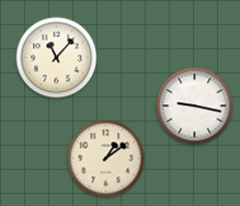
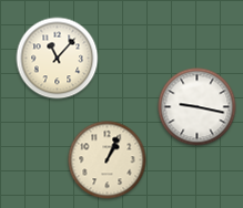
clock at (106, 159): 1:09 -> 1:04
